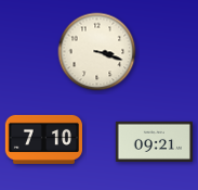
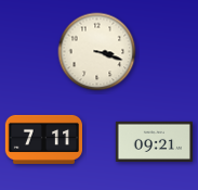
clock at (43, 139): 7:10 -> 7:11
